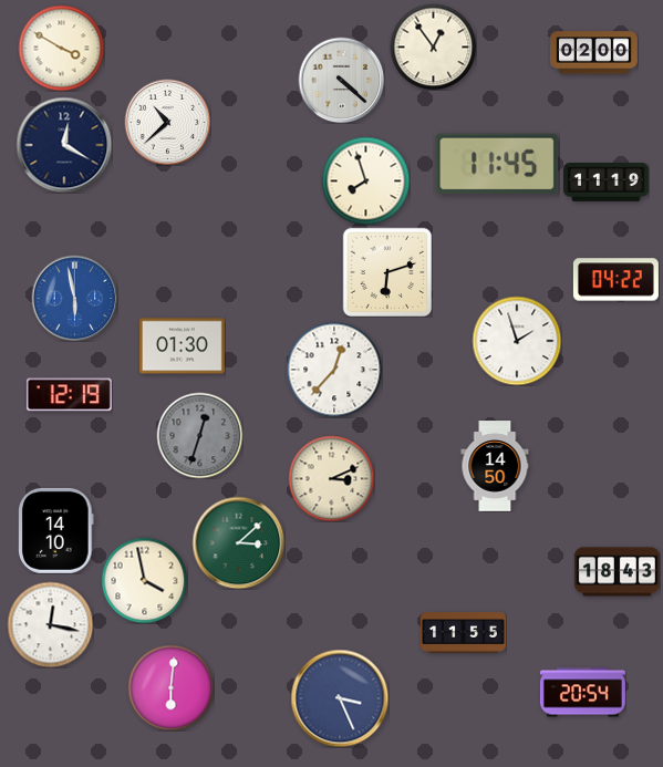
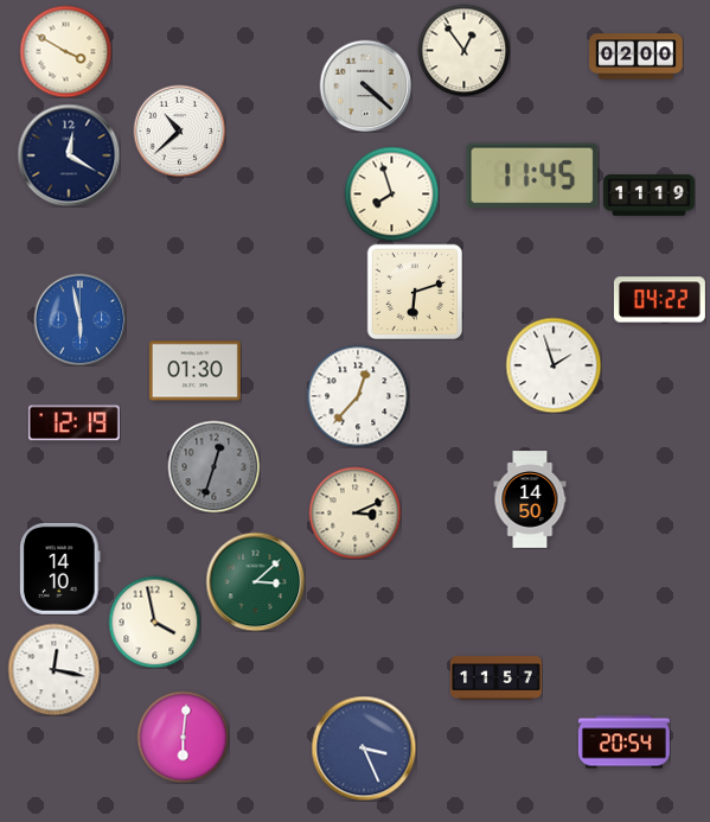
clock at (617, 572): 18:43 -> none
clock at (463, 633): 11:55 -> 11:57
